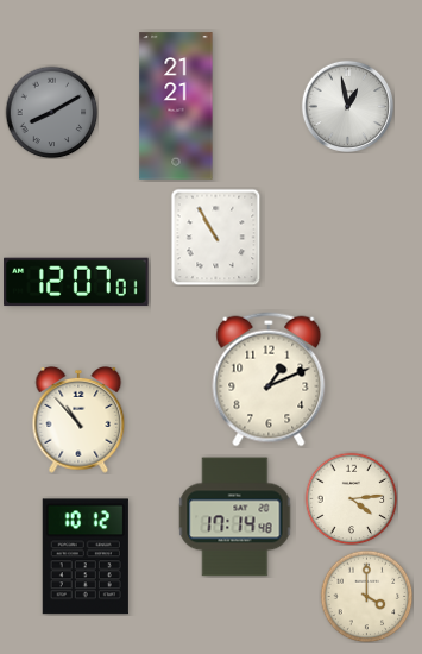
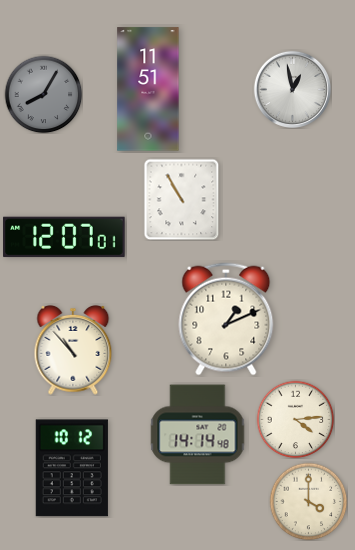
clock at (176, 106): 21:21 -> 11:51
clock at (51, 112): 8:10 -> 8:05
clock at (78, 420) position: (78, 420) -> (73, 350)
clock at (235, 517): 17:14 -> 14:14
